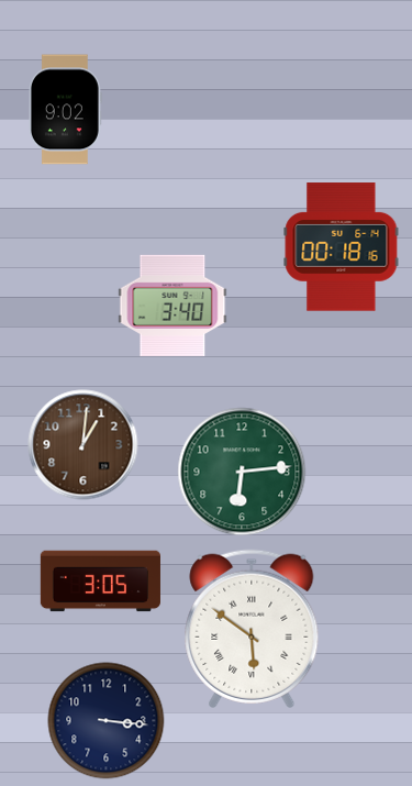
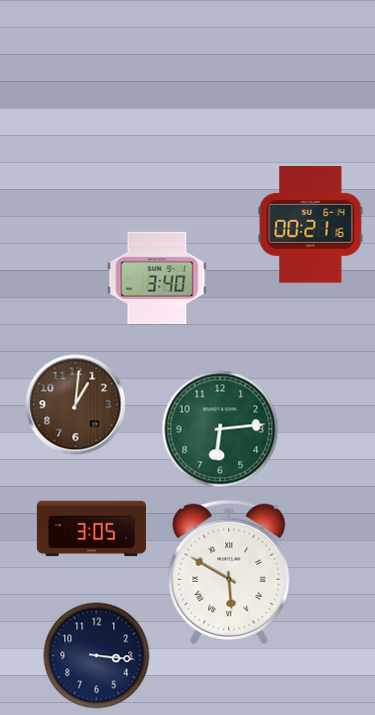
clock at (65, 110): 9:02 -> none
clock at (342, 247): 00:18 -> 00:21
clock at (252, 629): 5:51 -> 5:50
